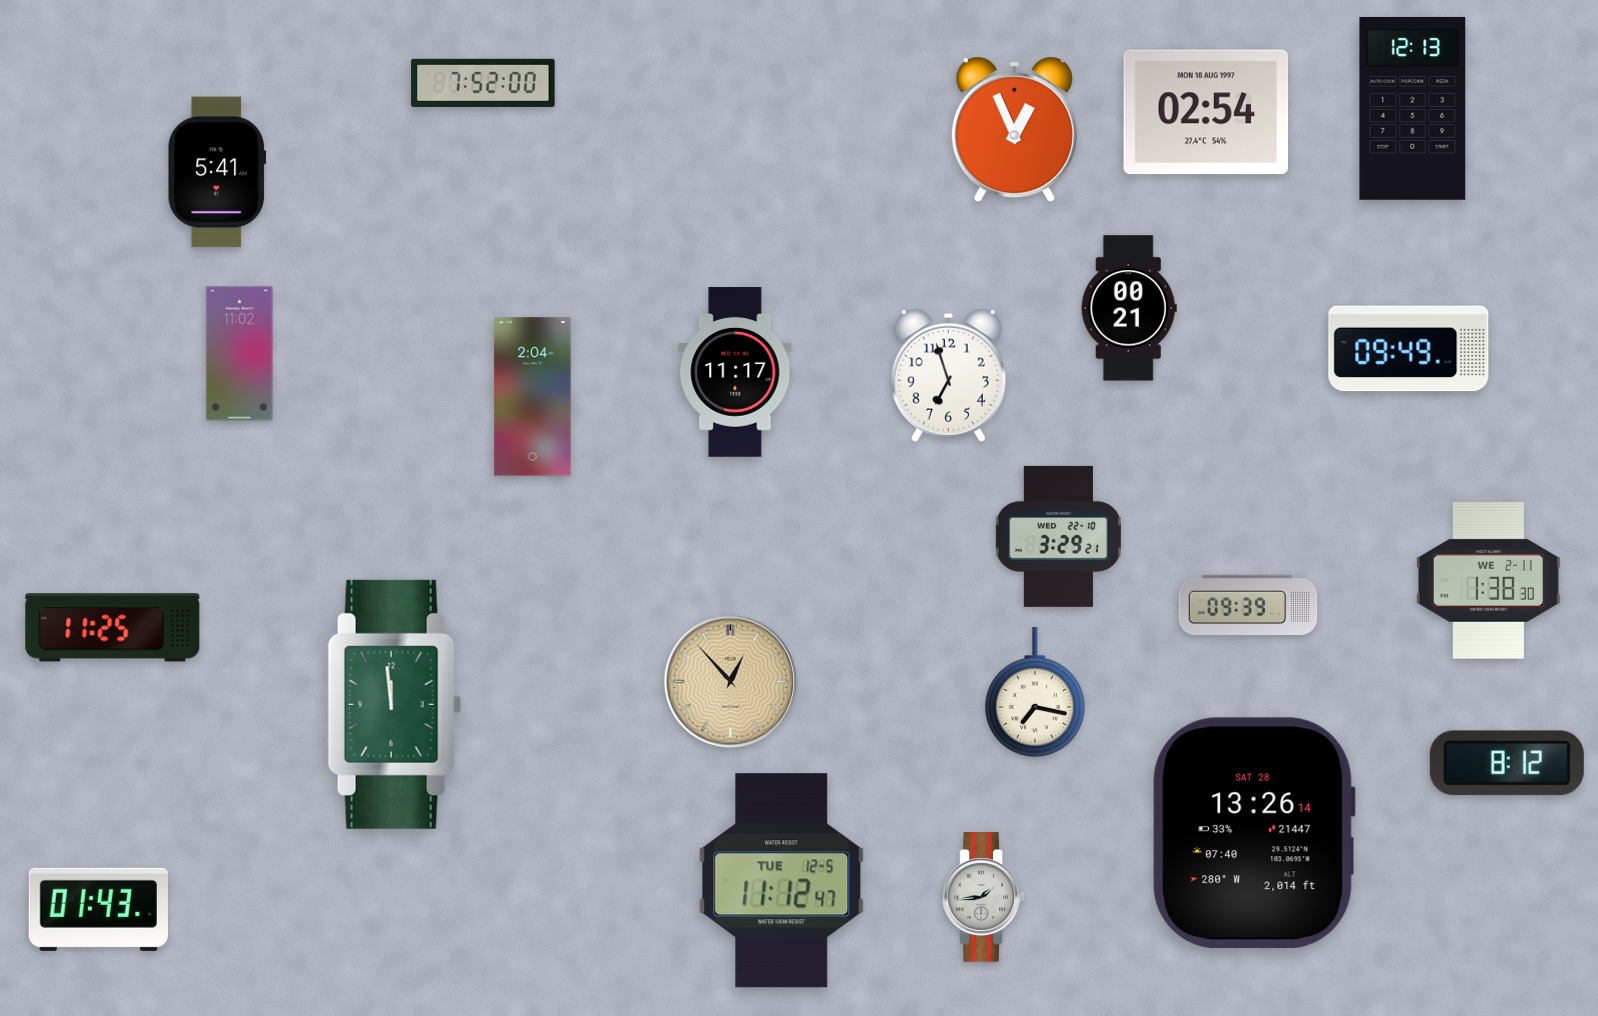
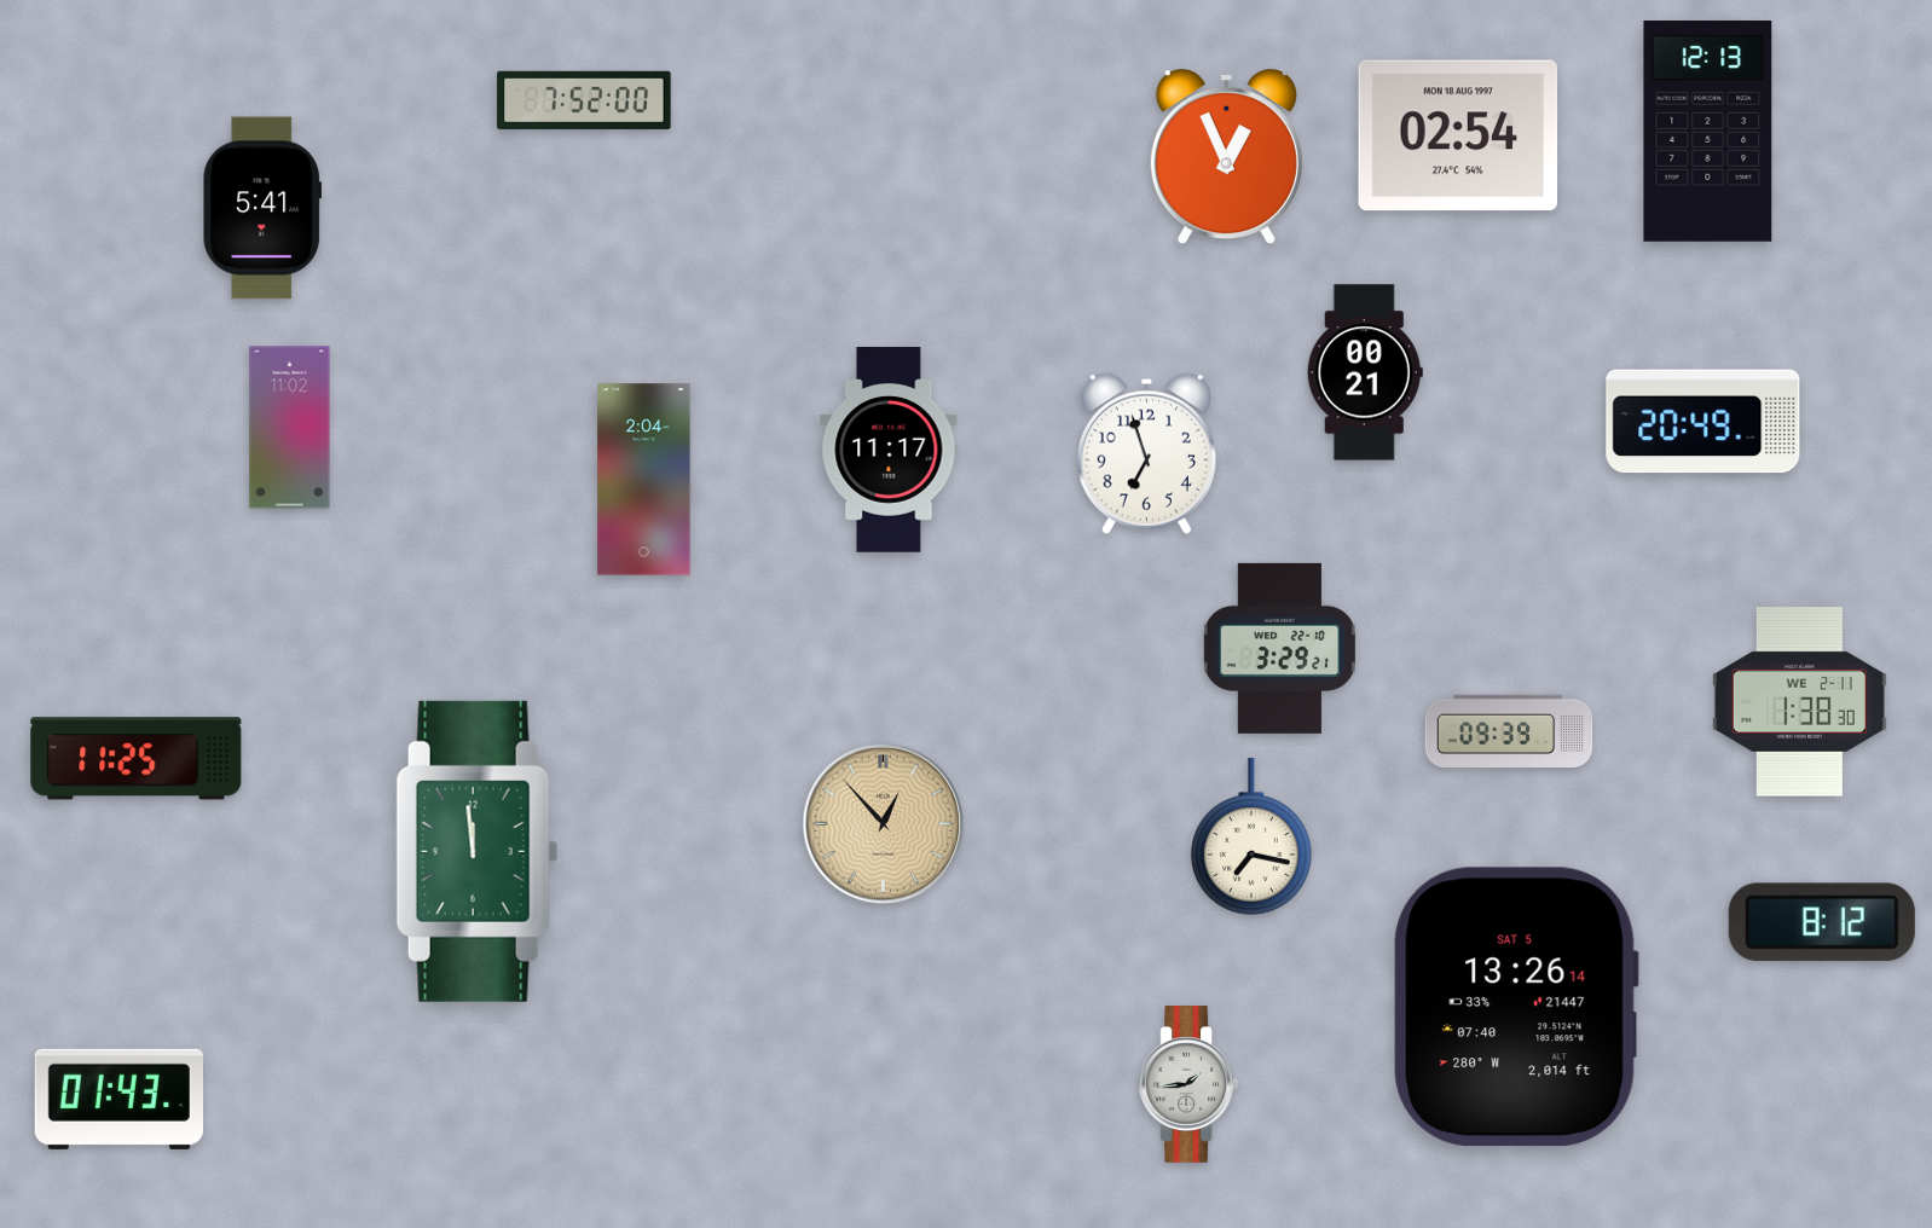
clock at (1409, 349): 09:49 -> 20:49
clock at (1254, 833) date: SAT 28 -> SAT 5
clock at (782, 881): 11:12 -> none
